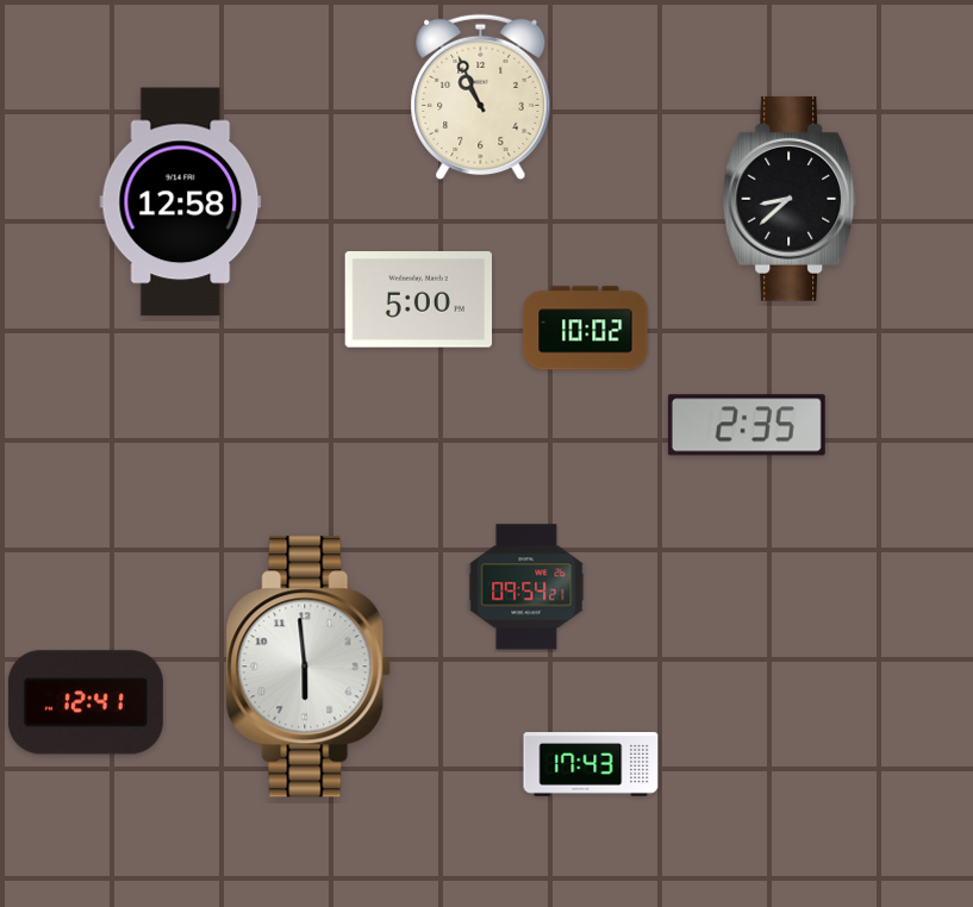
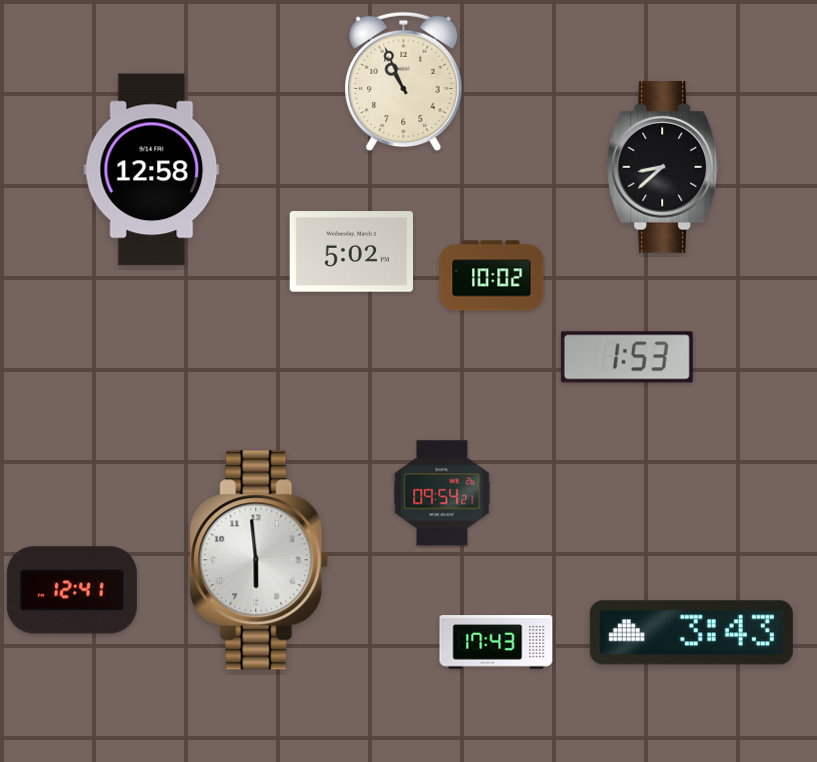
clock at (419, 300): 5:00 -> 5:02
clock at (747, 425): 2:35 -> 1:53
clock at (691, 633): none -> 3:43
